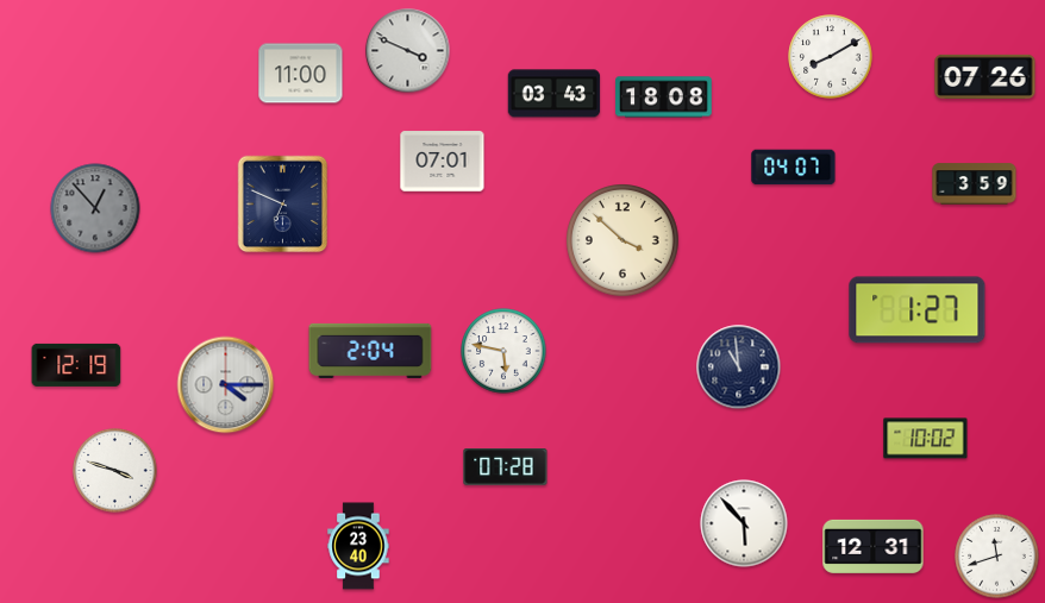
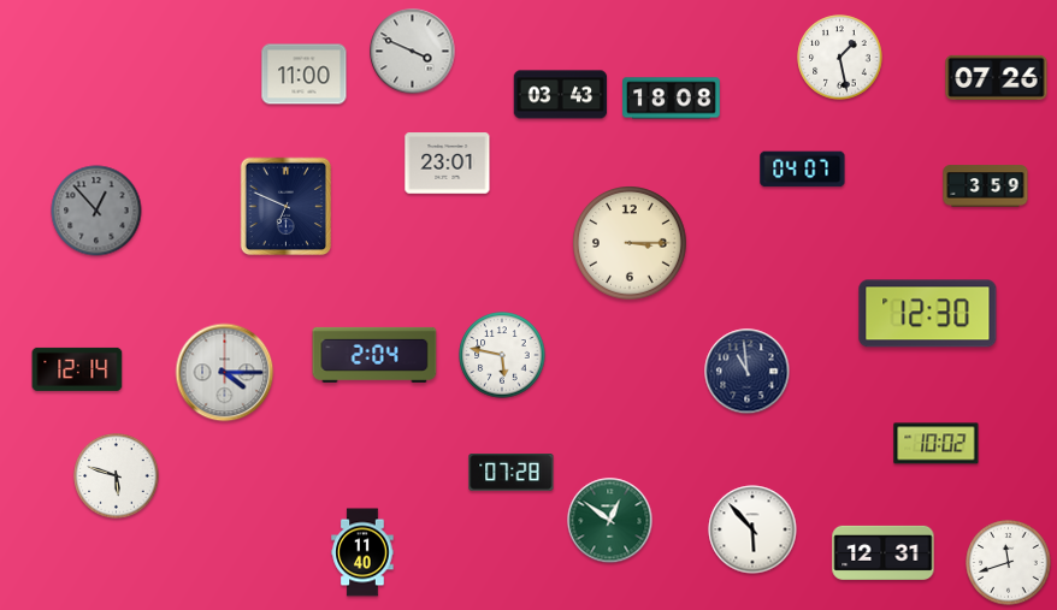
clock at (831, 57): 8:10 -> 1:28
clock at (443, 162): 07:01 -> 23:01
clock at (624, 241): 3:52 -> 3:15
clock at (918, 310): 1:27 -> 12:30
clock at (503, 351) position: (503, 351) -> (502, 355)
clock at (76, 365): 12:19 -> 12:14
clock at (226, 385) position: (226, 385) -> (225, 373)
clock at (115, 471): 3:48 -> 5:48
clock at (610, 521): none -> 12:51
clock at (358, 546): 23:40 -> 11:40
